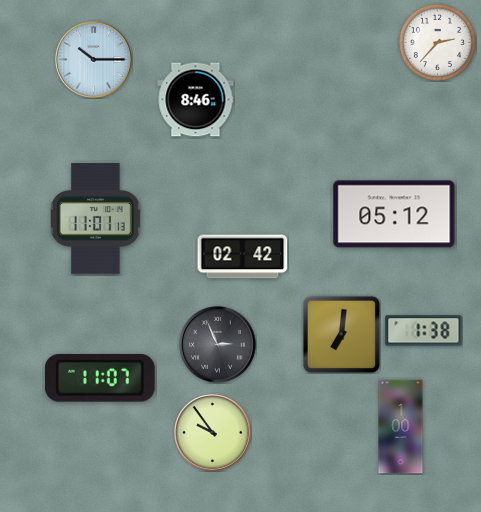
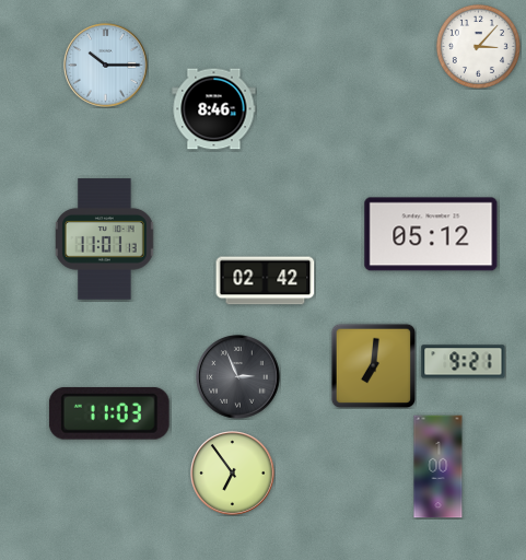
clock at (437, 42): 2:37 -> 3:07
clock at (94, 60) position: (94, 60) -> (106, 66)
clock at (424, 331): 1:38 -> 9:21
clock at (100, 378): 11:07 -> 11:03
clock at (213, 433): 9:54 -> 6:54
